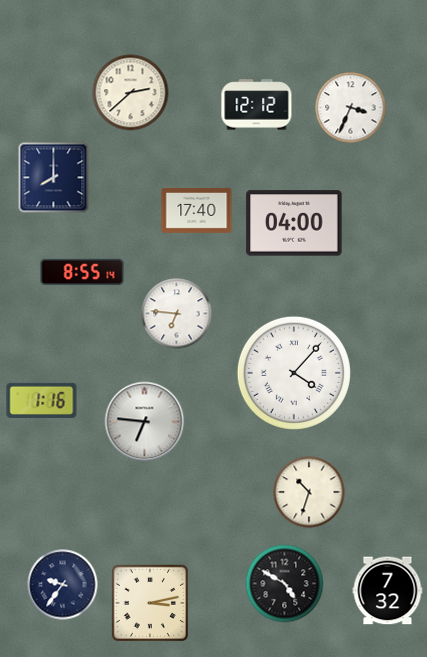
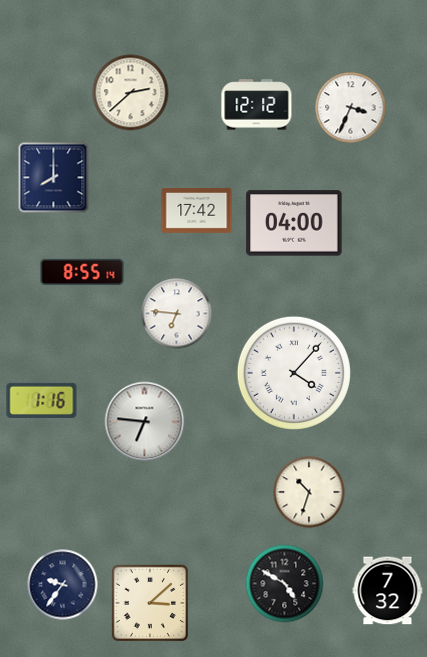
clock at (197, 210): 17:40 -> 17:42
clock at (150, 603): 3:13 -> 3:08
